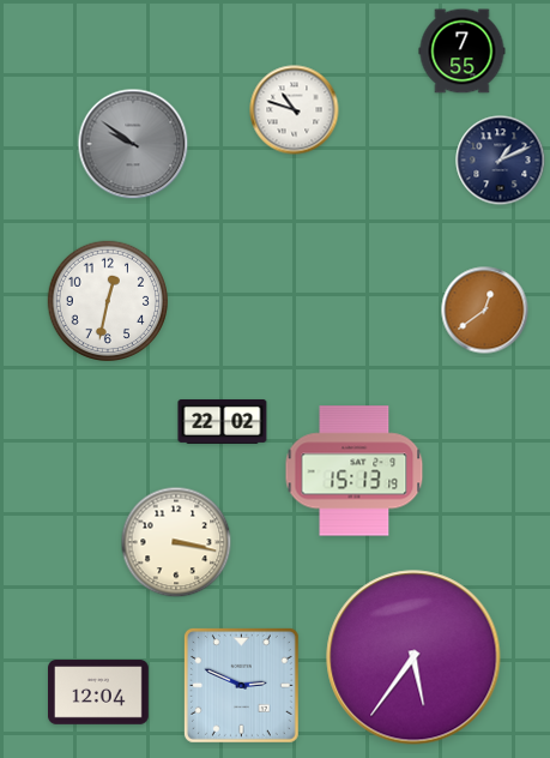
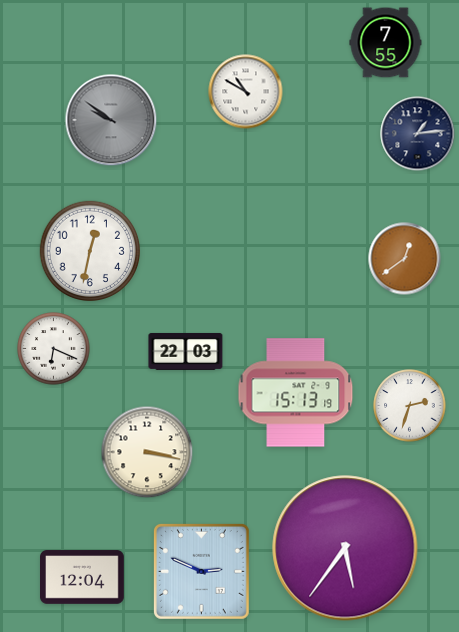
clock at (295, 110): 10:48 -> 10:50
clock at (501, 161): 1:11 -> 1:14
clock at (54, 349): none -> 6:19
clock at (223, 421): 22:02 -> 22:03
clock at (410, 406): none -> 2:33
